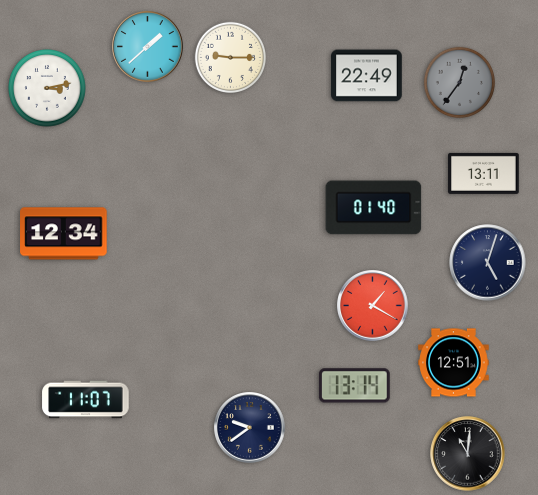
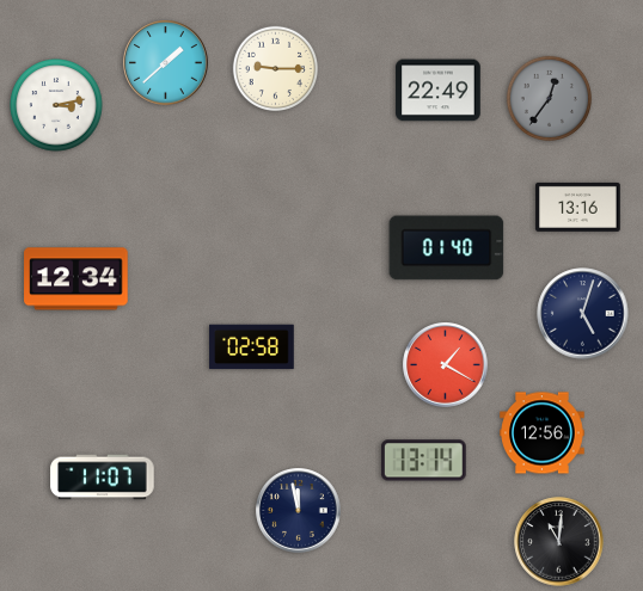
clock at (148, 47) position: (148, 47) -> (166, 63)
clock at (484, 173): 13:11 -> 13:16
clock at (252, 347): none -> 02:58
clock at (454, 363): 12:51 -> 12:56
clock at (250, 428): 9:39 -> 11:58
